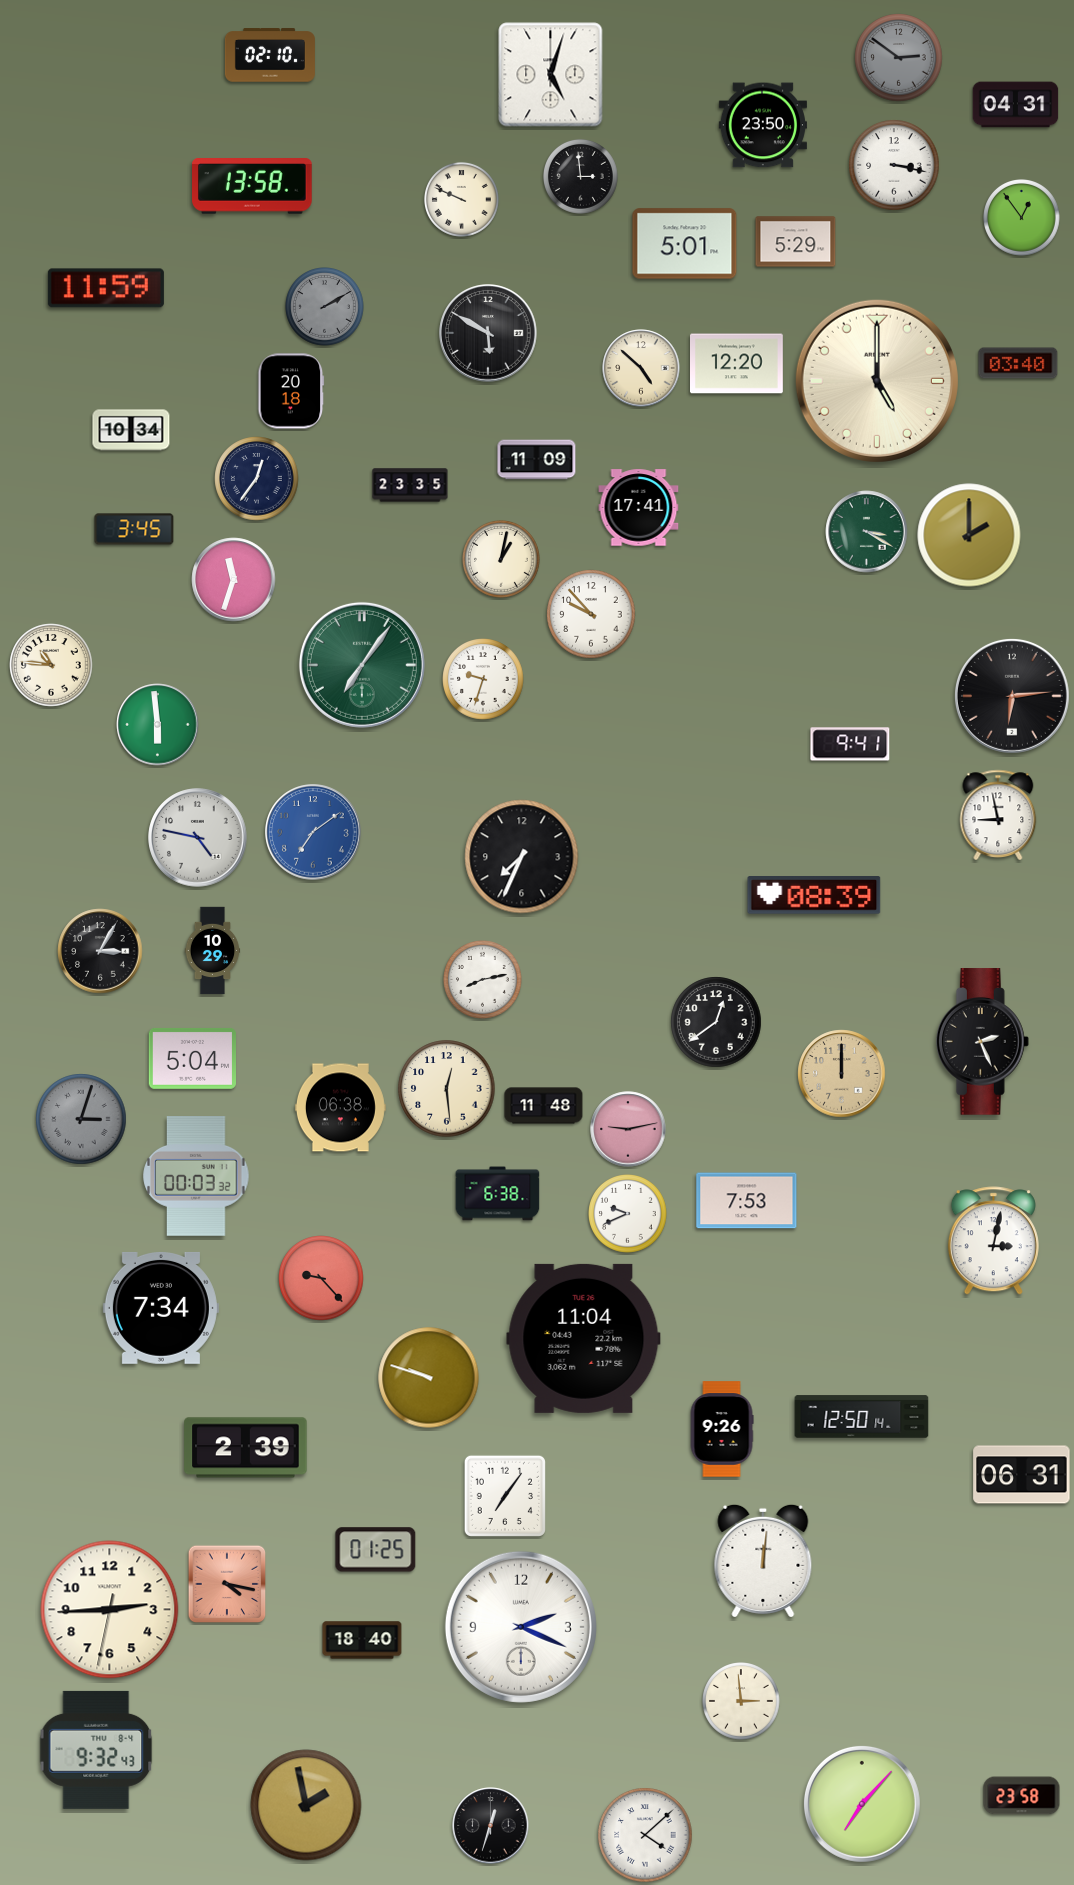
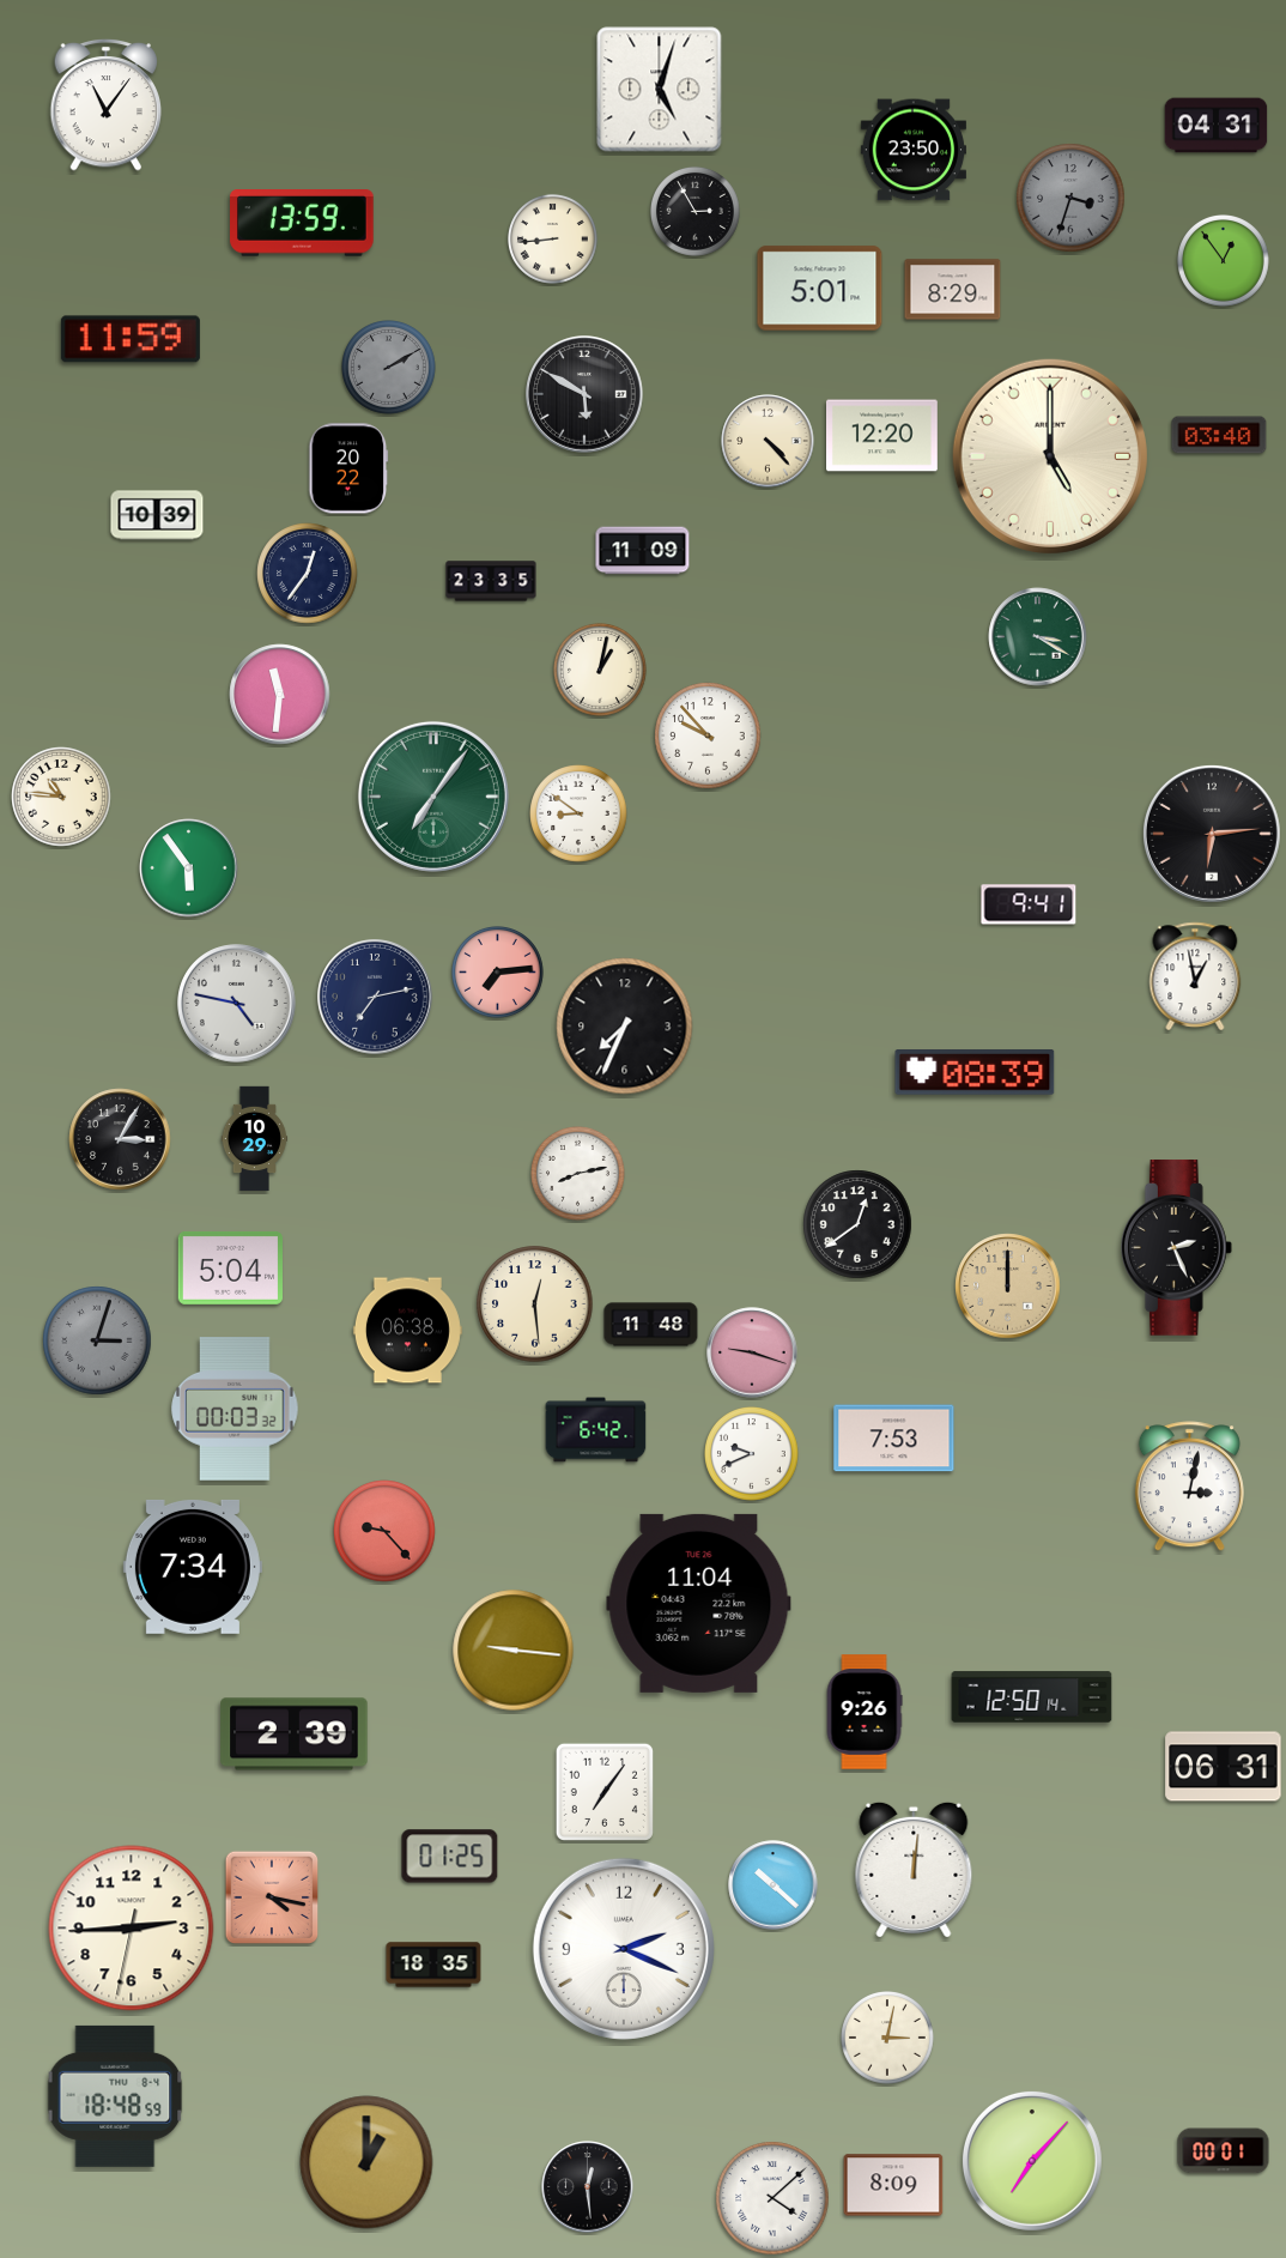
clock at (270, 55): 02:10 -> none
clock at (899, 58): 2:51 -> none
clock at (107, 104): none -> 11:06
clock at (894, 165): 3:17 -> 3:33
clock at (894, 165) dial: white -> grey
clock at (580, 177): 2:59 -> 2:55
clock at (253, 187): 13:58 -> 13:59
clock at (461, 200): 9:49 -> 8:44
clock at (796, 242): 5:29 -> 8:29
clock at (685, 244) position: (685, 244) -> (820, 289)
clock at (106, 288) position: (106, 288) -> (131, 339)
clock at (488, 333) position: (488, 333) -> (584, 394)
clock at (641, 368): 4:52 -> 4:23
clock at (291, 391): 20:18 -> 20:22
clock at (131, 430): 10:34 -> 10:39
clock at (639, 508): 17:41 -> none
clock at (134, 529): 3:45 -> none
clock at (969, 535): 2:00 -> none
clock at (234, 580): 11:33 -> 11:31
clock at (483, 679): 9:33 -> 8:51
clock at (158, 725): 5:59 -> 5:54
clock at (850, 744) position: (850, 744) -> (1029, 904)
clock at (498, 973): none -> 7:14
clock at (998, 814): 8:58 -> 12:58
clock at (313, 832): 7:09 -> 7:13
clock at (313, 832) dial: blue -> navy
clock at (340, 1108) position: (340, 1108) -> (407, 1331)
clock at (628, 1129): 9:13 -> 9:18
clock at (498, 1194): 6:38 -> 6:42
clock at (429, 1378): 9:48 -> 9:16
clock at (774, 1885): none -> 10:22
clock at (362, 1640): 18:40 -> 18:35
clock at (742, 1702): 2:59 -> 3:02
clock at (96, 1750): 9:32 -> 18:48
clock at (1022, 1796): 23:58 -> 00:01
clock at (306, 1805): 1:58 -> 1:00
clock at (893, 2185): none -> 8:09
clock at (491, 1826): 12:33 -> 12:29
